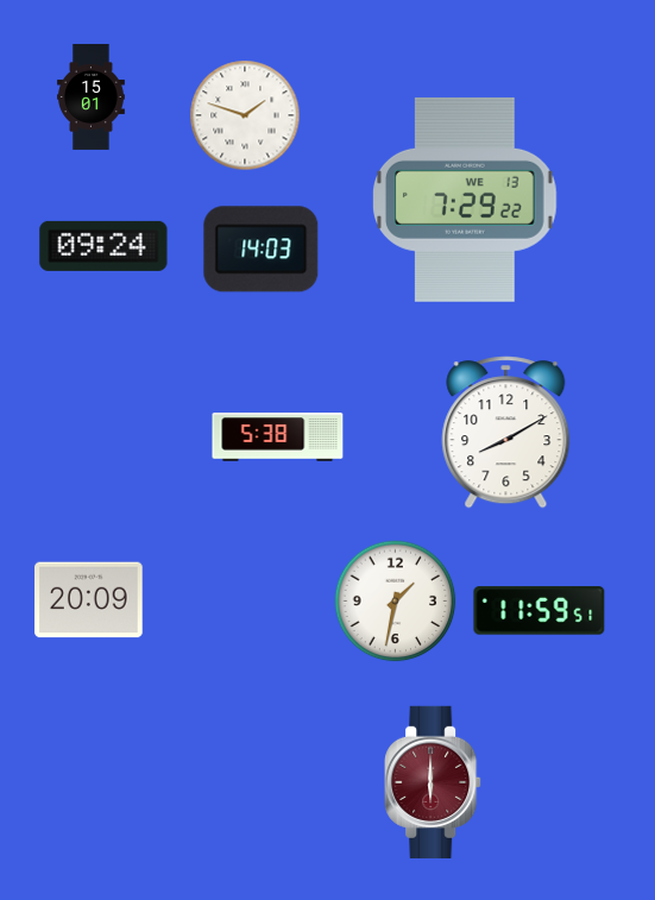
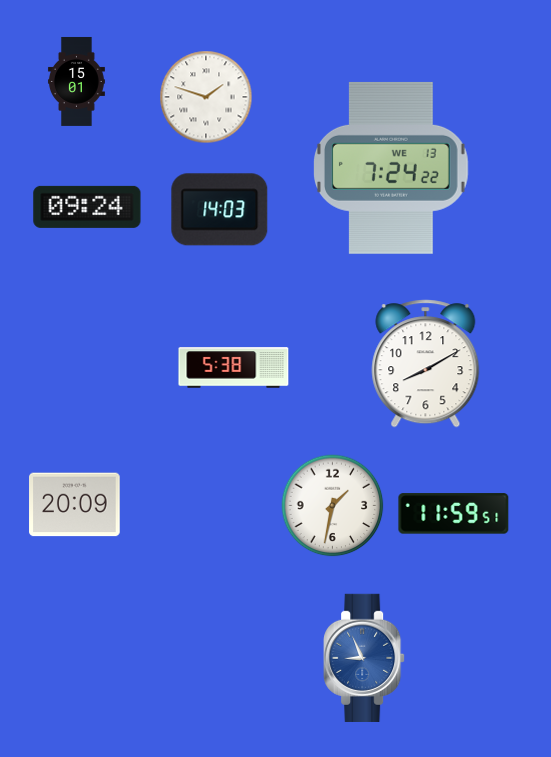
clock at (466, 200): 7:29 -> 7:24
clock at (433, 782): 6:00 -> 8:56
clock at (433, 782) dial: burgundy -> blue
